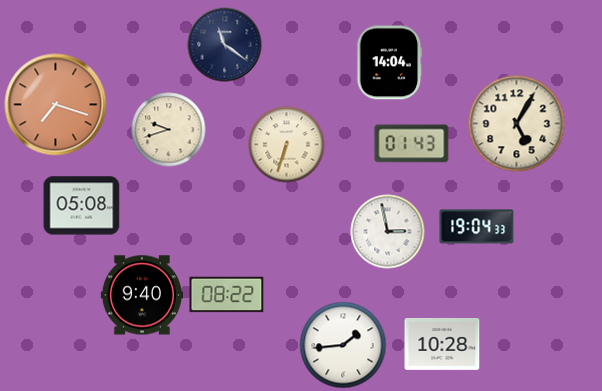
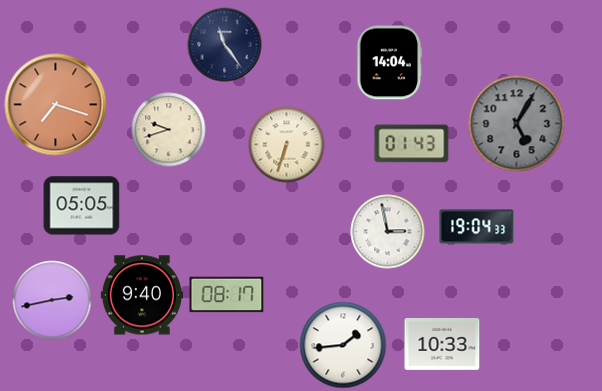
clock at (225, 45): 11:21 -> 11:24
clock at (517, 124) dial: cream -> grey
clock at (82, 206): 05:08 -> 05:05
clock at (227, 295): 08:22 -> 08:17
clock at (52, 300): none -> 2:43
clock at (442, 345): 10:28 -> 10:33
